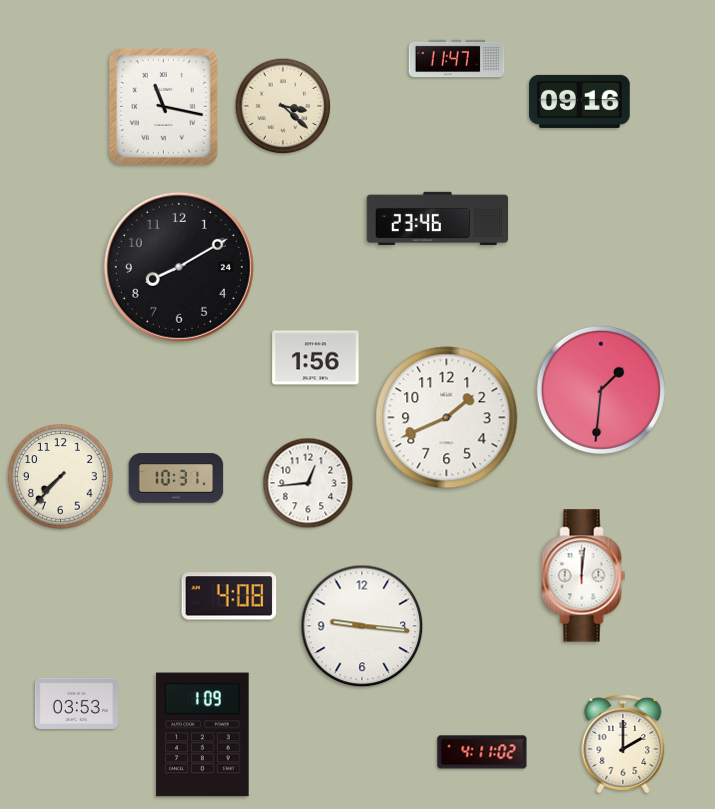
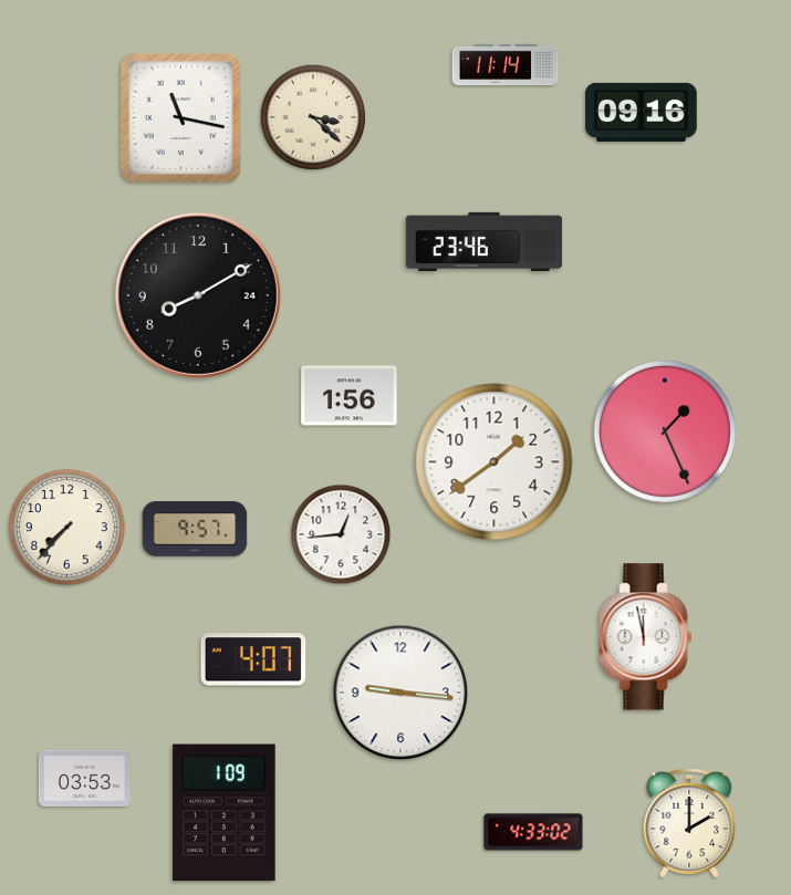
clock at (457, 59): 11:47 -> 11:14
clock at (601, 390): 1:31 -> 1:26
clock at (447, 418): 1:41 -> 1:39
clock at (176, 478): 10:31 -> 9:57
clock at (584, 576): 12:01 -> 11:58
clock at (229, 596): 4:08 -> 4:07
clock at (482, 752): 4:11 -> 4:33
